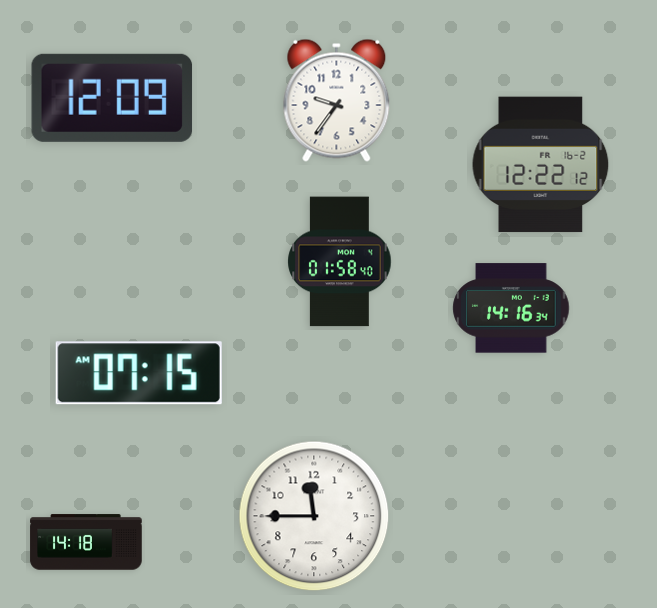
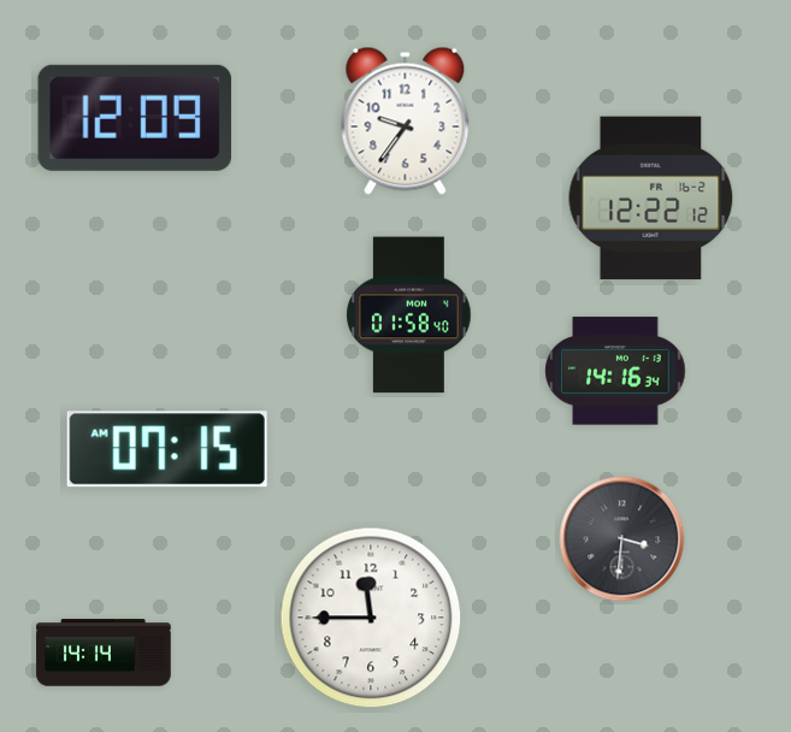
clock at (622, 539): none -> 3:31
clock at (314, 516) position: (314, 516) -> (371, 618)
clock at (86, 542): 14:18 -> 14:14
